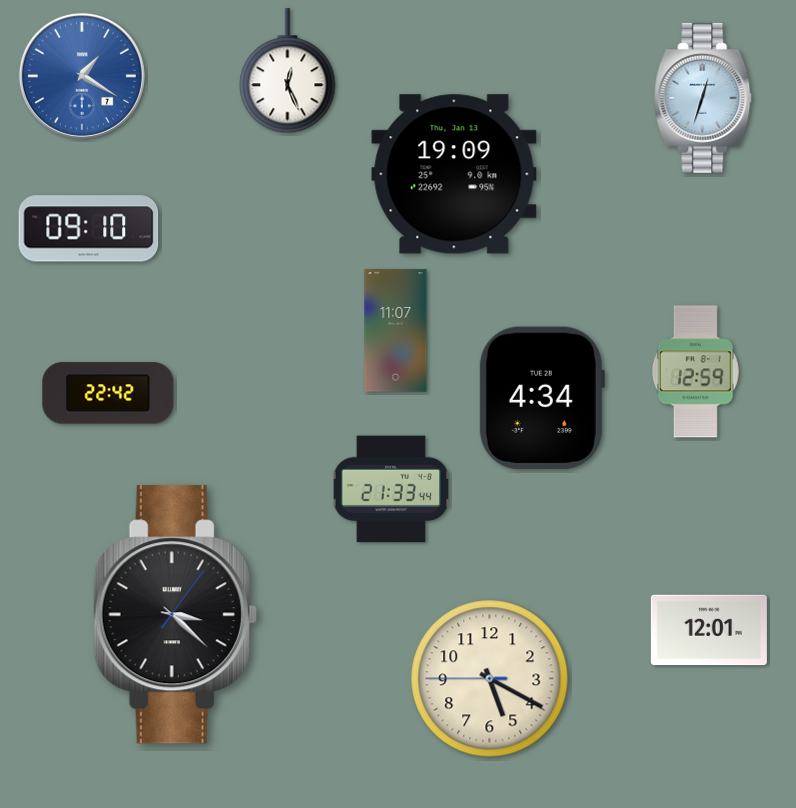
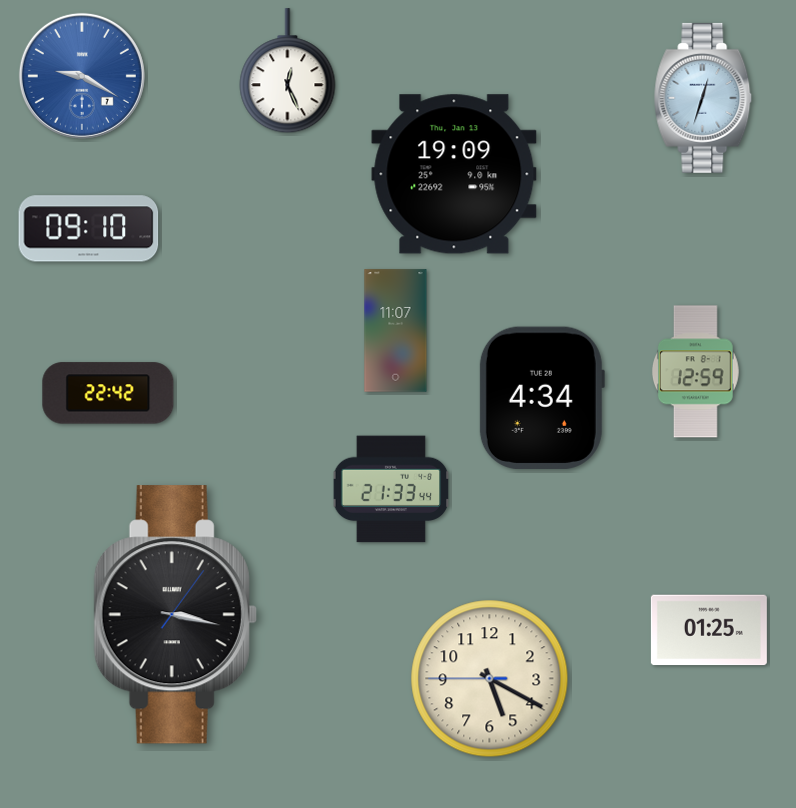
clock at (82, 76): 1:20 -> 9:20
clock at (175, 615): 3:22 -> 3:17
clock at (709, 630): 12:01 -> 01:25
